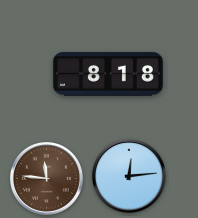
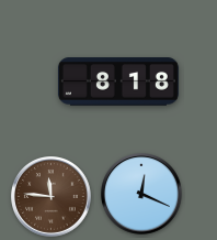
clock at (130, 177): 12:14 -> 12:19
